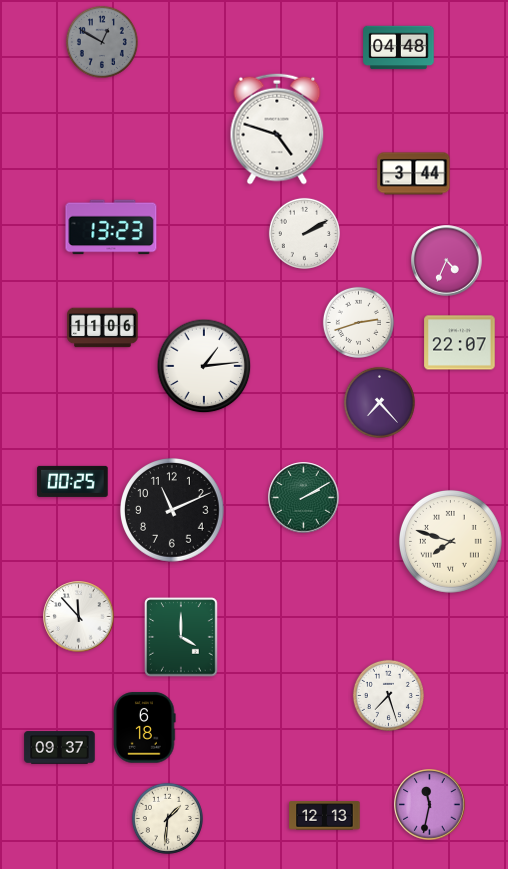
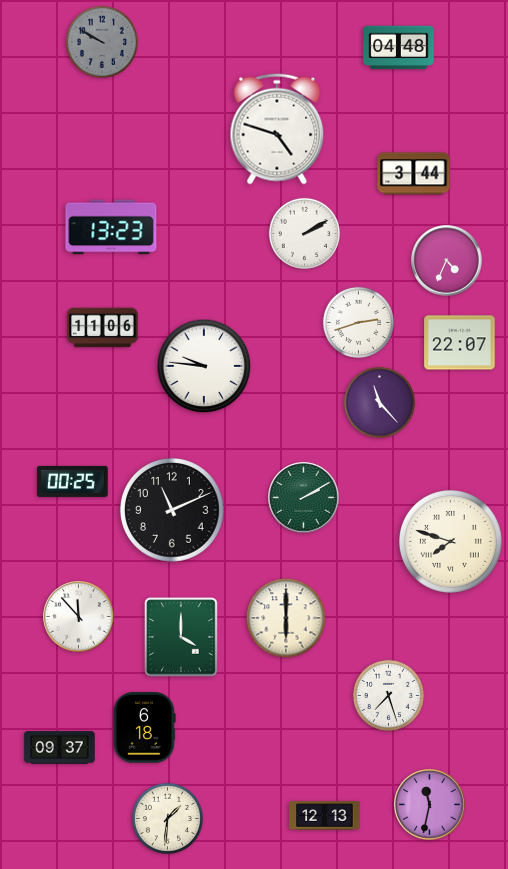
clock at (102, 42): 12:50 -> 9:50
clock at (204, 366): 1:14 -> 9:46
clock at (379, 402): 7:23 -> 11:23
clock at (286, 618): none -> 6:00
